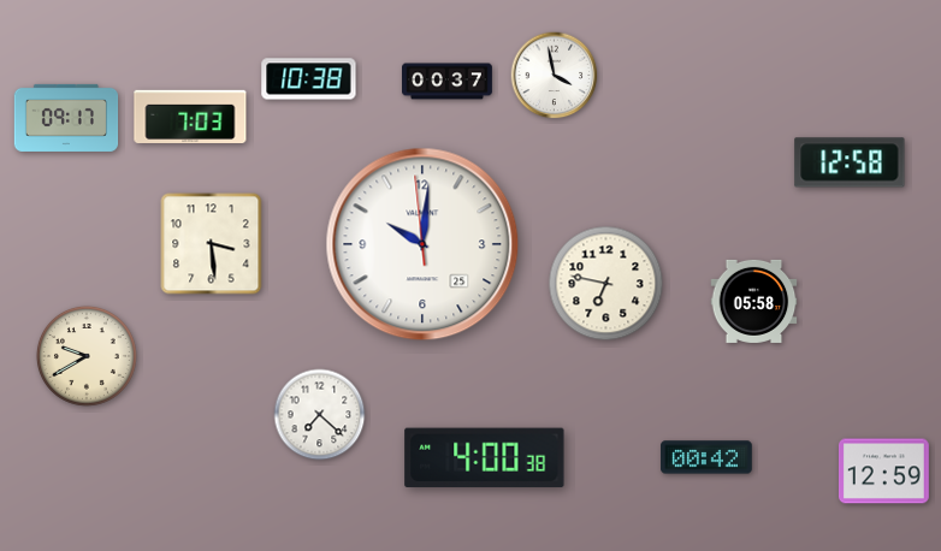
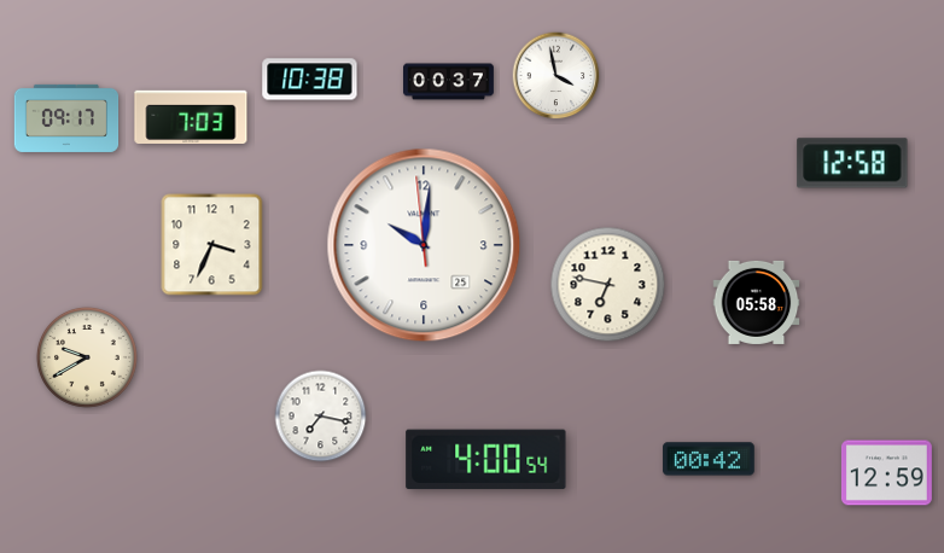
clock at (212, 244): 3:29 -> 3:34
clock at (320, 415): 7:22 -> 7:17
clock at (485, 458): 4:00:38 -> 4:00:54
